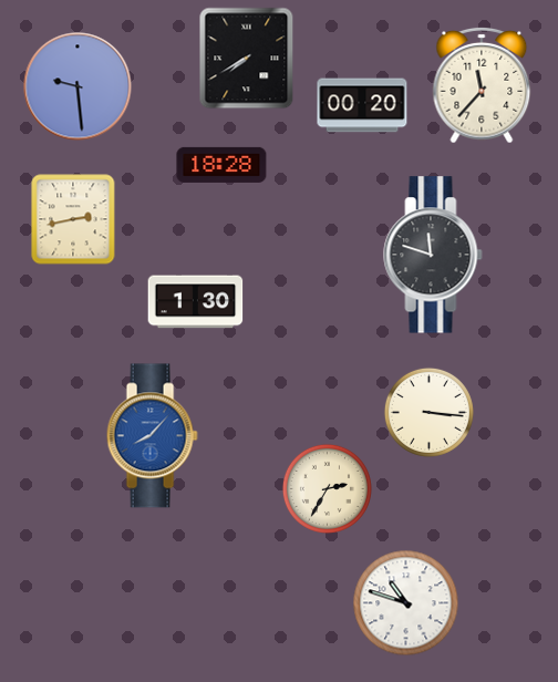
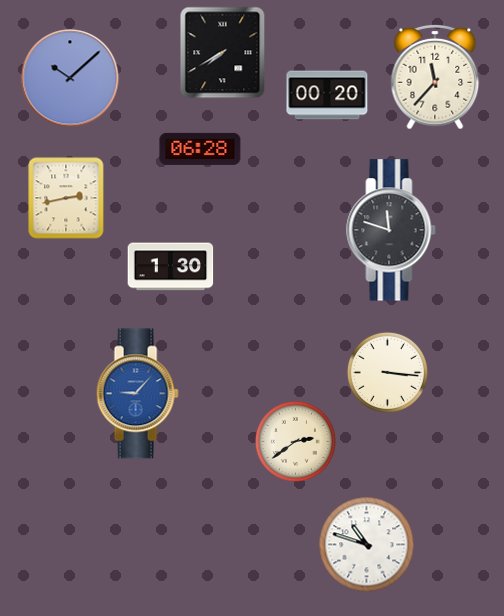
clock at (77, 86): 9:29 -> 10:08
clock at (221, 165): 18:28 -> 06:28
clock at (196, 302) position: (196, 302) -> (171, 267)
clock at (152, 436): 8:07 -> 9:07
clock at (327, 488): 2:35 -> 2:39
